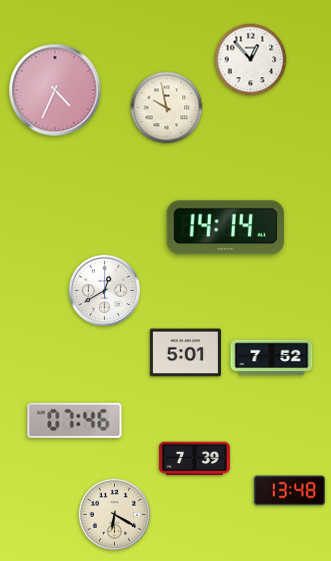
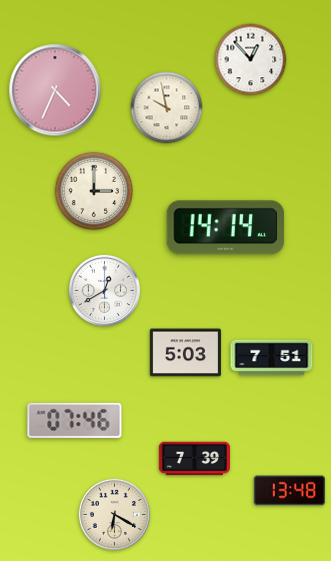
clock at (93, 190): none -> 3:00
clock at (185, 353): 5:01 -> 5:03
clock at (272, 358): 7:52 -> 7:51
